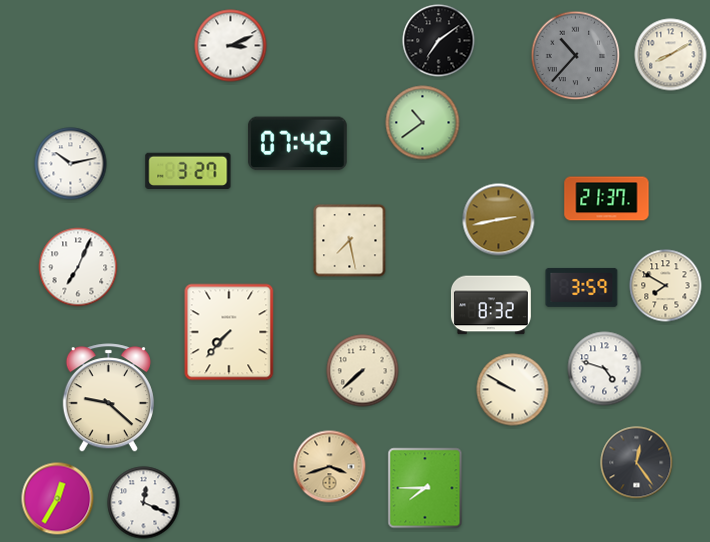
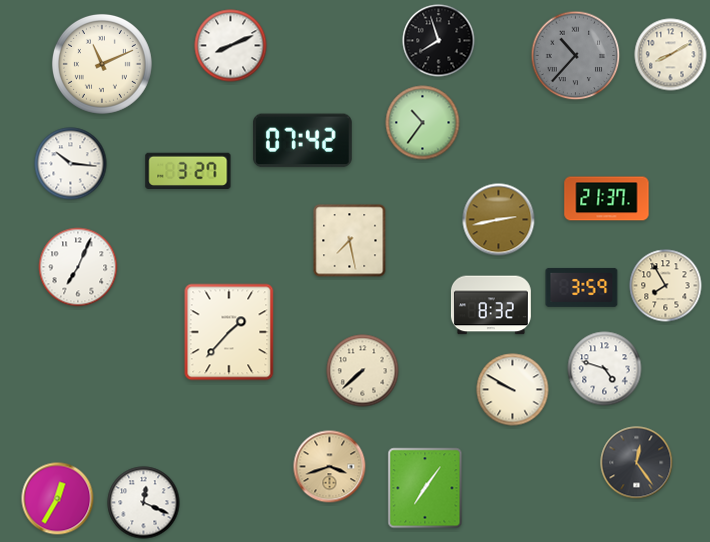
clock at (439, 41): 7:09 -> 7:57
clock at (231, 46): 3:11 -> 8:11
clock at (102, 64): none -> 11:11
clock at (423, 123): 10:39 -> 10:36
clock at (297, 144) position: (297, 144) -> (302, 141)
clock at (71, 164): 10:13 -> 10:16
clock at (666, 286): 7:50 -> 7:55
clock at (229, 332): 7:37 -> 1:37
clock at (108, 398): 9:22 -> none
clock at (425, 488): 7:45 -> 7:06
